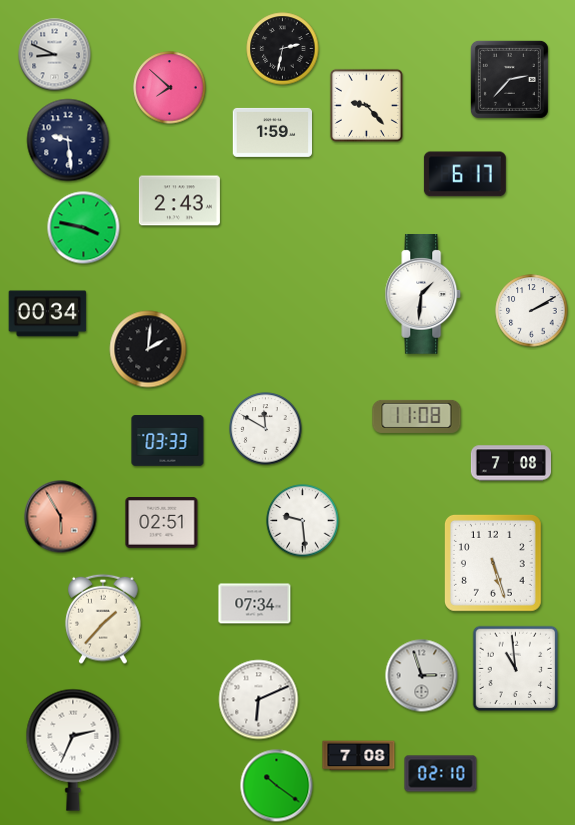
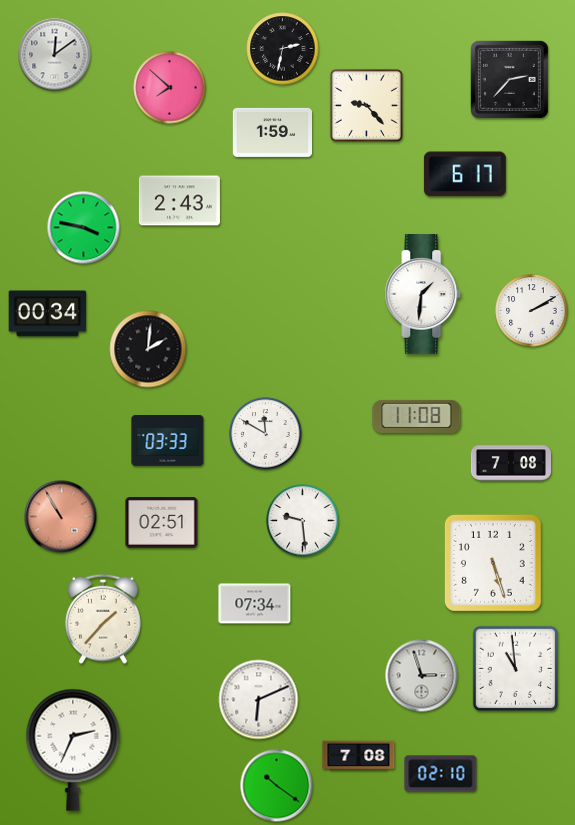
clock at (55, 55): 8:49 -> 12:09
clock at (68, 140): 9:29 -> none
clock at (266, 429) position: (266, 429) -> (266, 434)
clock at (61, 517): 5:55 -> 10:55
